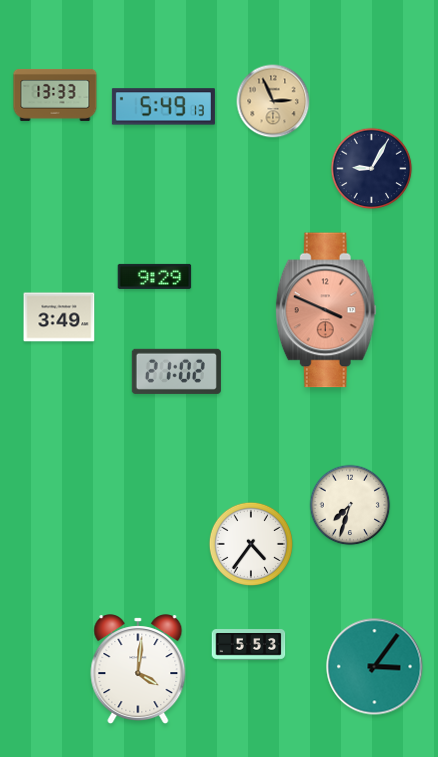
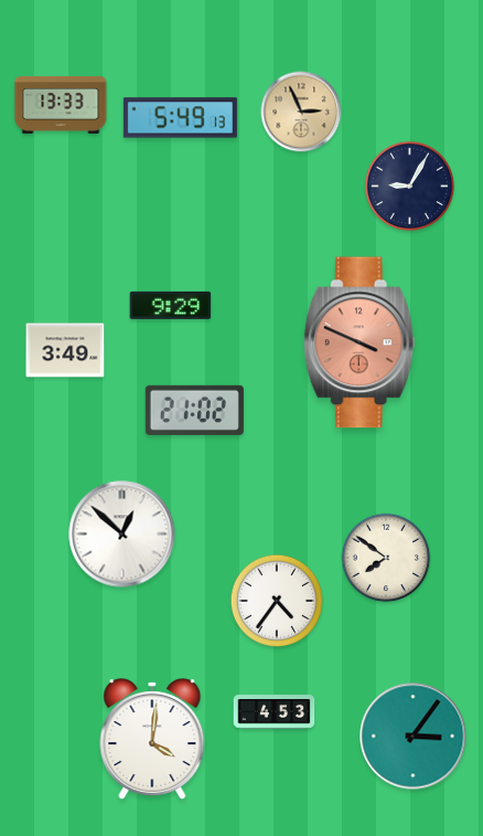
clock at (122, 535): none -> 12:52
clock at (350, 505): 7:33 -> 7:51
clock at (249, 645): 5:53 -> 4:53
